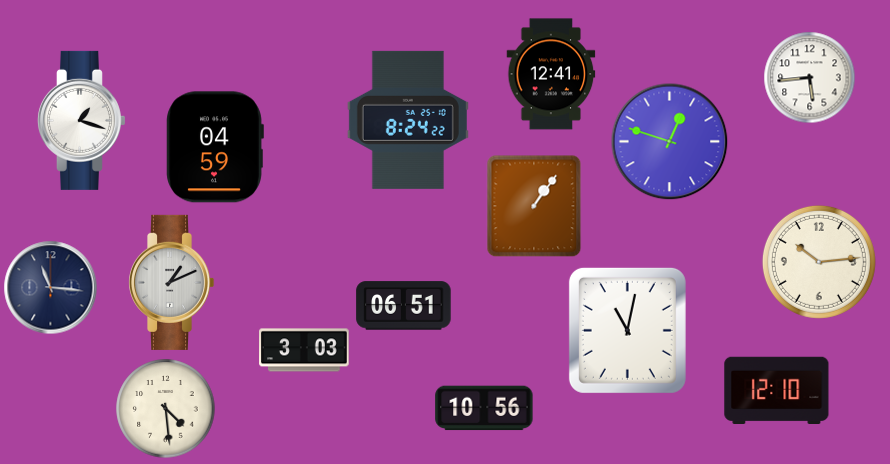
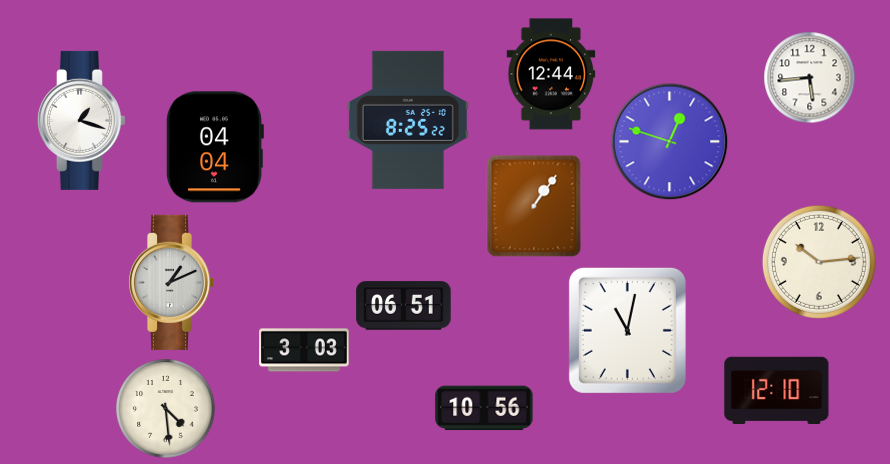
clock at (551, 74): 12:41 -> 12:44
clock at (408, 120): 8:24 -> 8:25
clock at (215, 147): 04:59 -> 04:04
clock at (50, 287): 11:16 -> none
